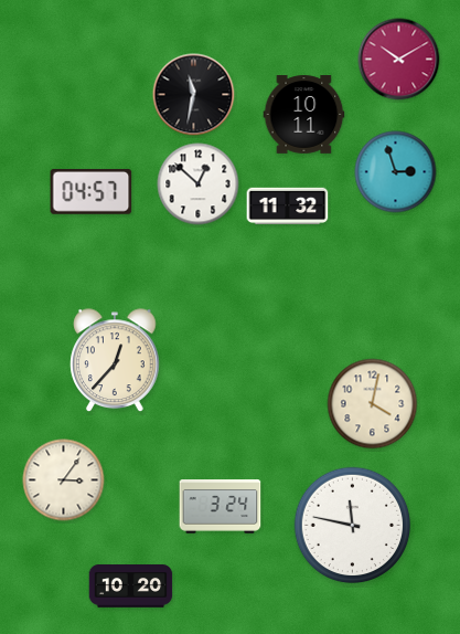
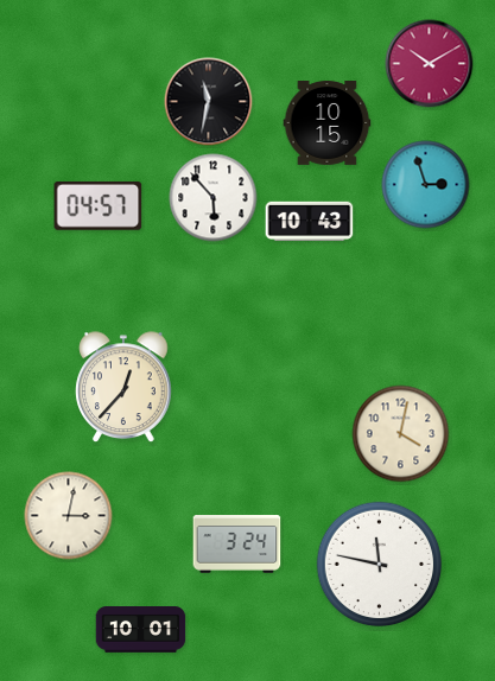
clock at (304, 115): 10:11 -> 10:15
clock at (199, 184): 12:52 -> 5:53
clock at (288, 207): 11:32 -> 10:43
clock at (64, 480): 3:06 -> 3:02
clock at (131, 587): 10:20 -> 10:01
